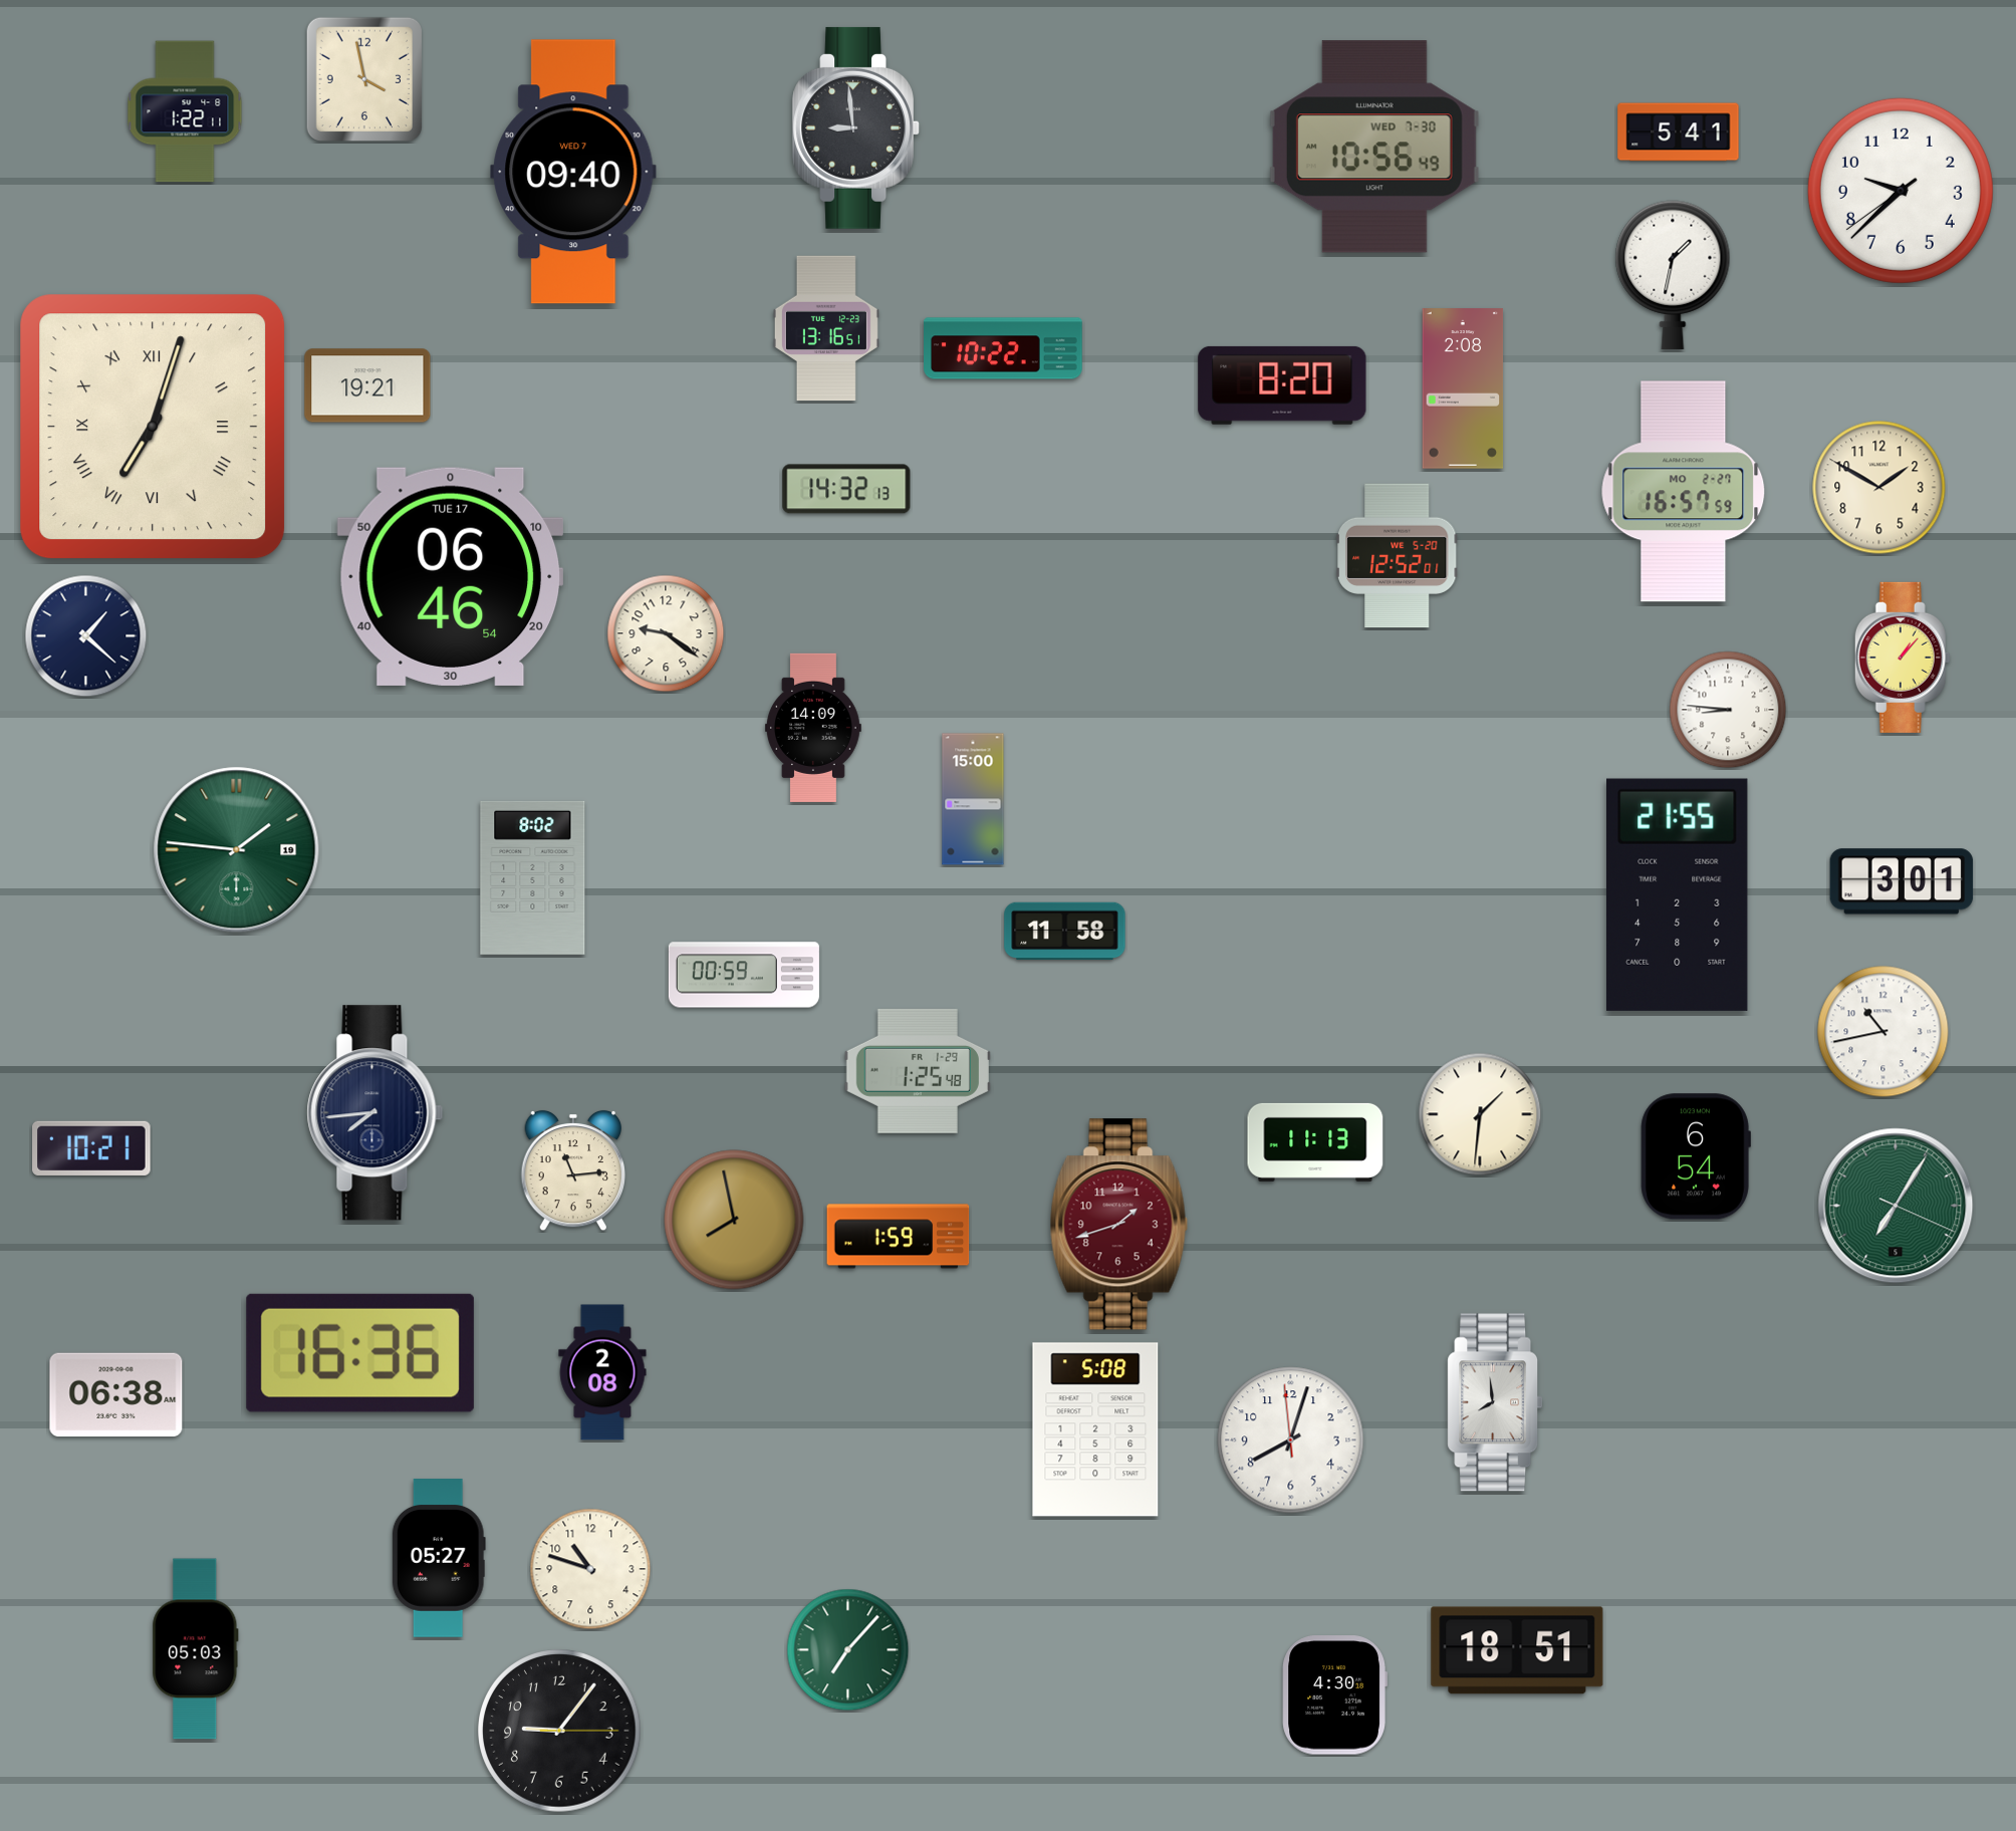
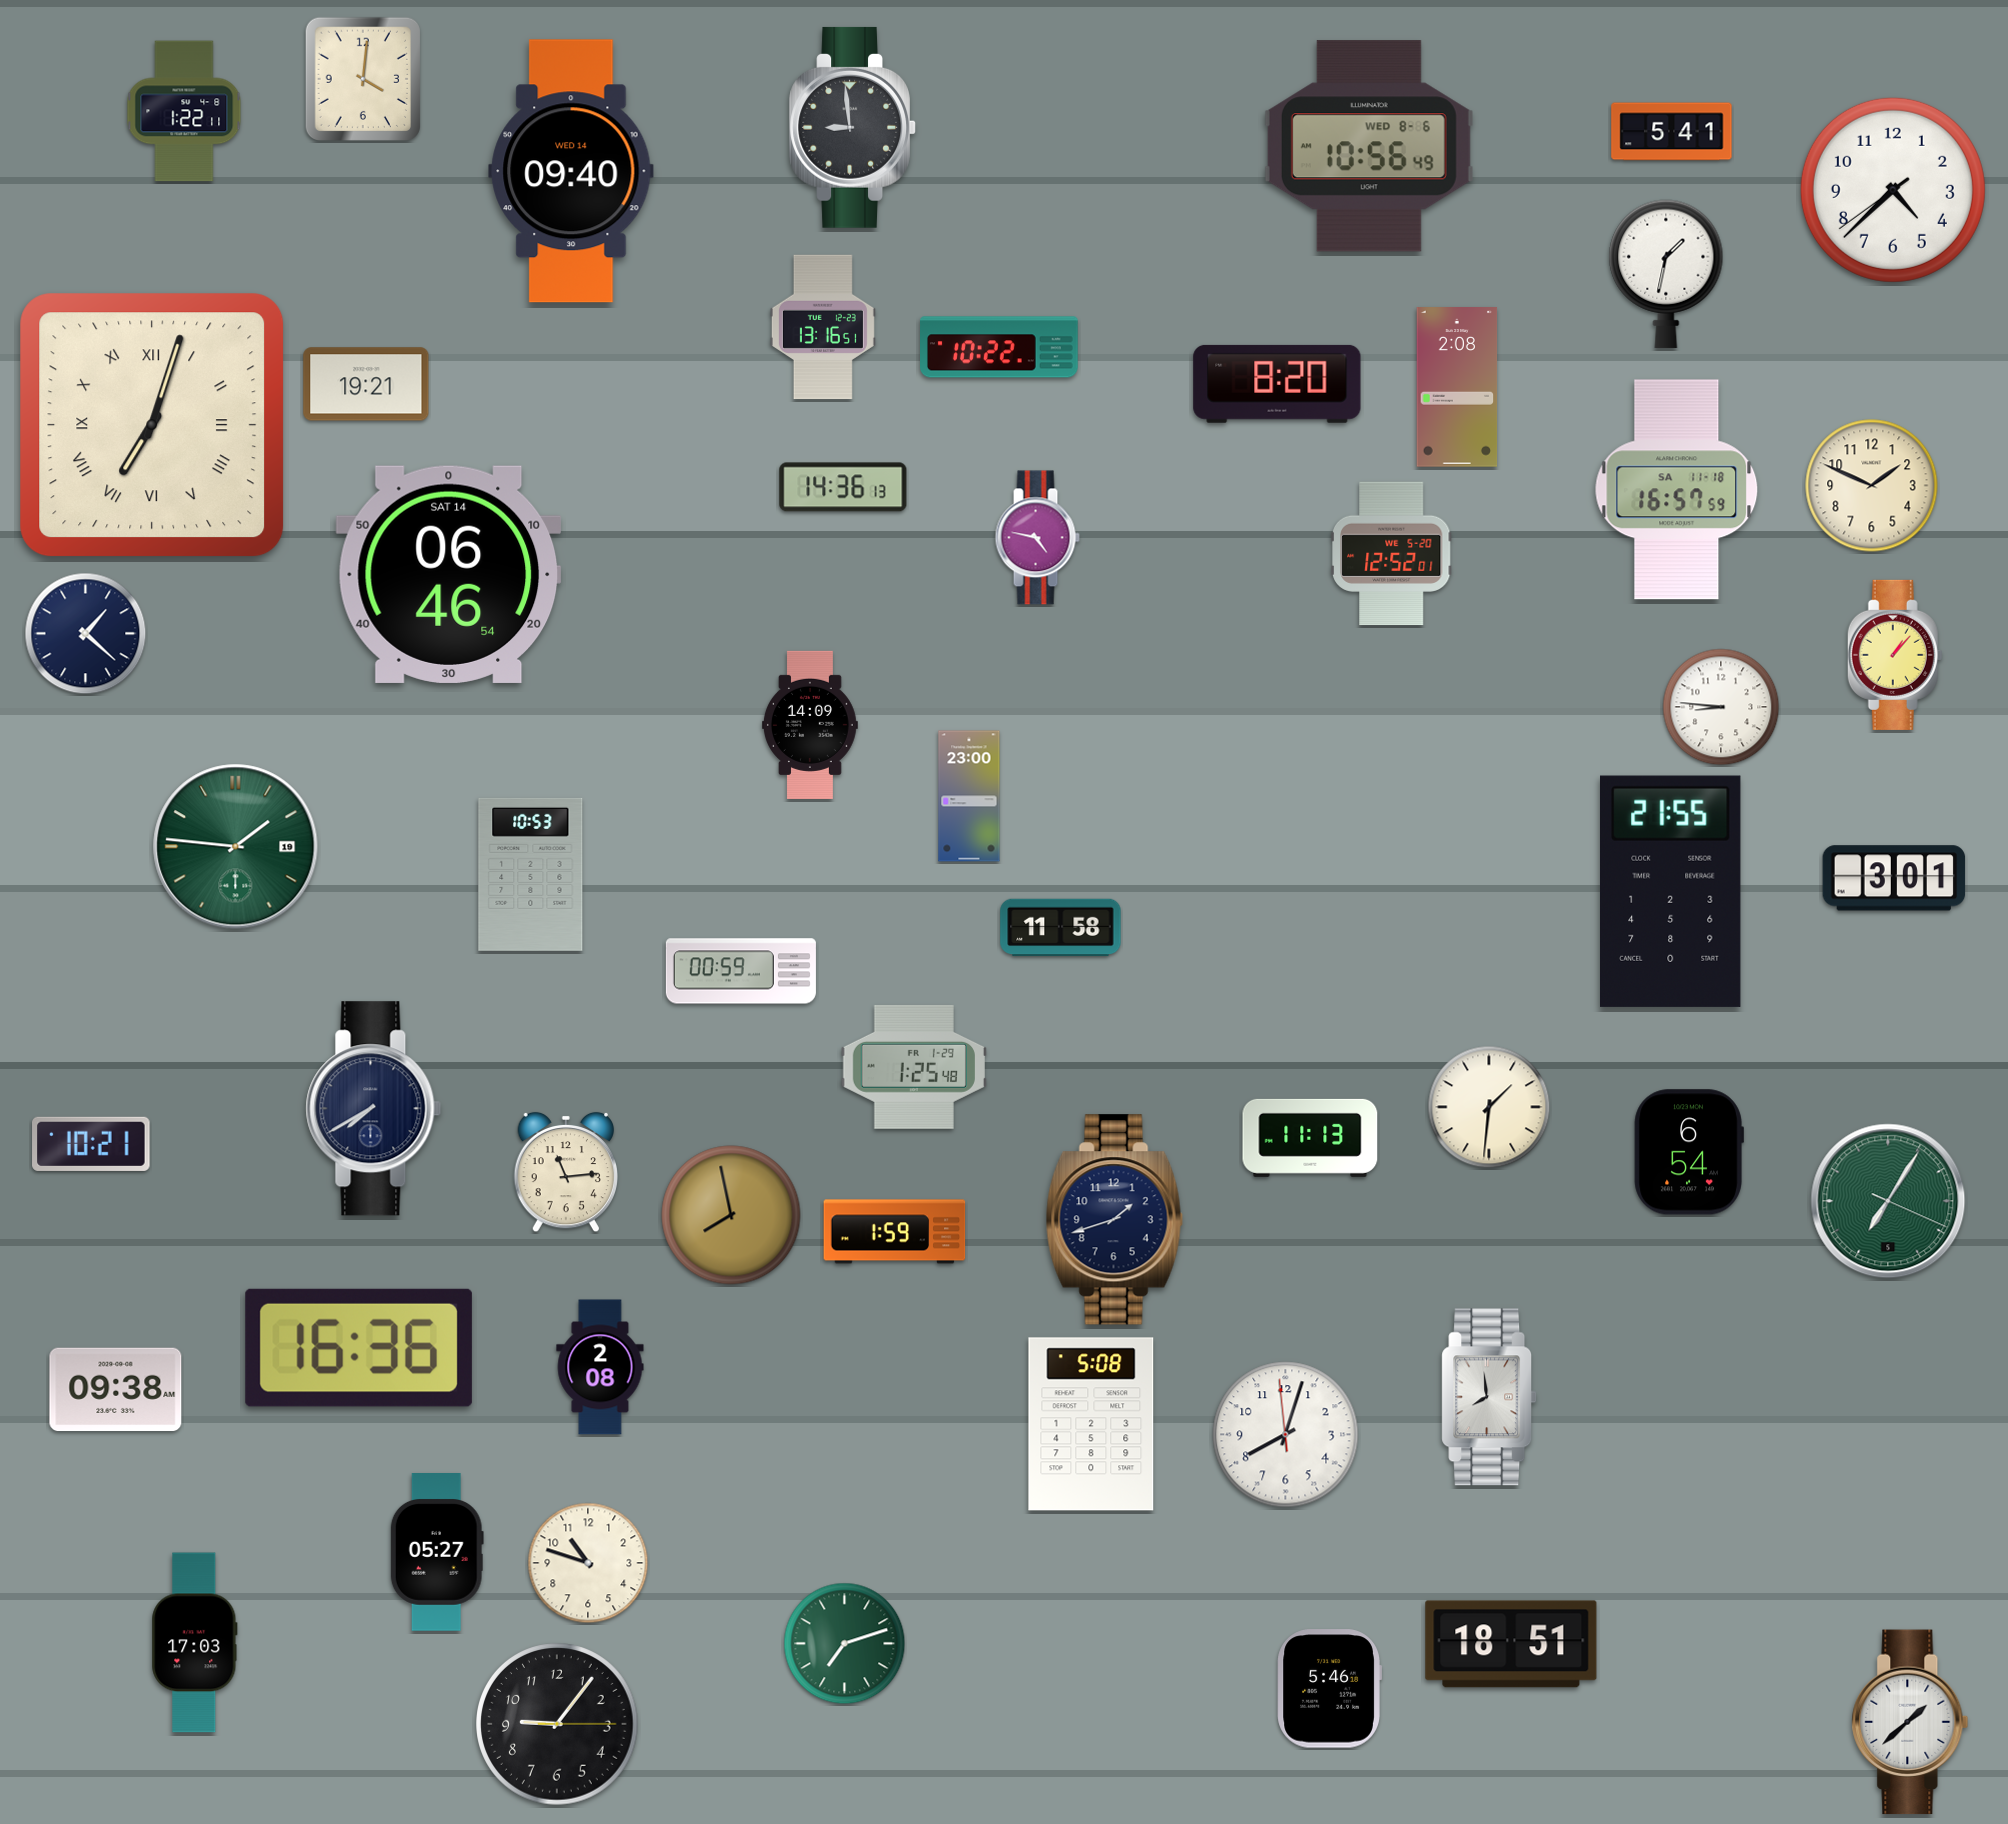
clock at (364, 78): 3:58 -> 4:01
clock at (1374, 147) date: WED 7-30 -> WED 8-6
clock at (573, 172) date: WED 7 -> WED 14
clock at (1901, 191): 9:37 -> 4:37
clock at (1879, 488): 1:50 -> 1:49
clock at (846, 489): 14:32 -> 14:36
clock at (1684, 492) date: MO 2-27 -> SA 11-18
clock at (1037, 538): none -> 4:47
clock at (451, 576) date: TUE 17 -> SAT 14
clock at (666, 633): 9:21 -> none
clock at (973, 799): 15:00 -> 23:00
clock at (533, 877): 8:02 -> 10:53
clock at (1883, 1032): 10:43 -> none
clock at (375, 1113): 7:44 -> 7:40
clock at (1480, 1114) position: (1480, 1114) -> (1489, 1107)
clock at (572, 1170) position: (572, 1170) -> (565, 1172)
clock at (1118, 1225) dial: burgundy -> navy
clock at (116, 1395): 06:38 -> 09:38
clock at (196, 1649): 05:03 -> 17:03
clock at (848, 1650): 7:07 -> 7:12
clock at (1334, 1695): 4:30 -> 5:46
clock at (1910, 1722): none -> 1:38
